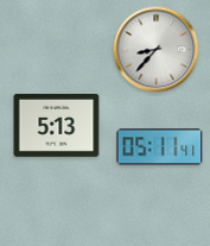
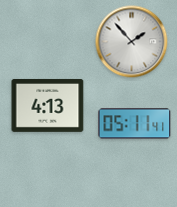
clock at (157, 50): 8:37 -> 1:53
clock at (57, 126): 5:13 -> 4:13
